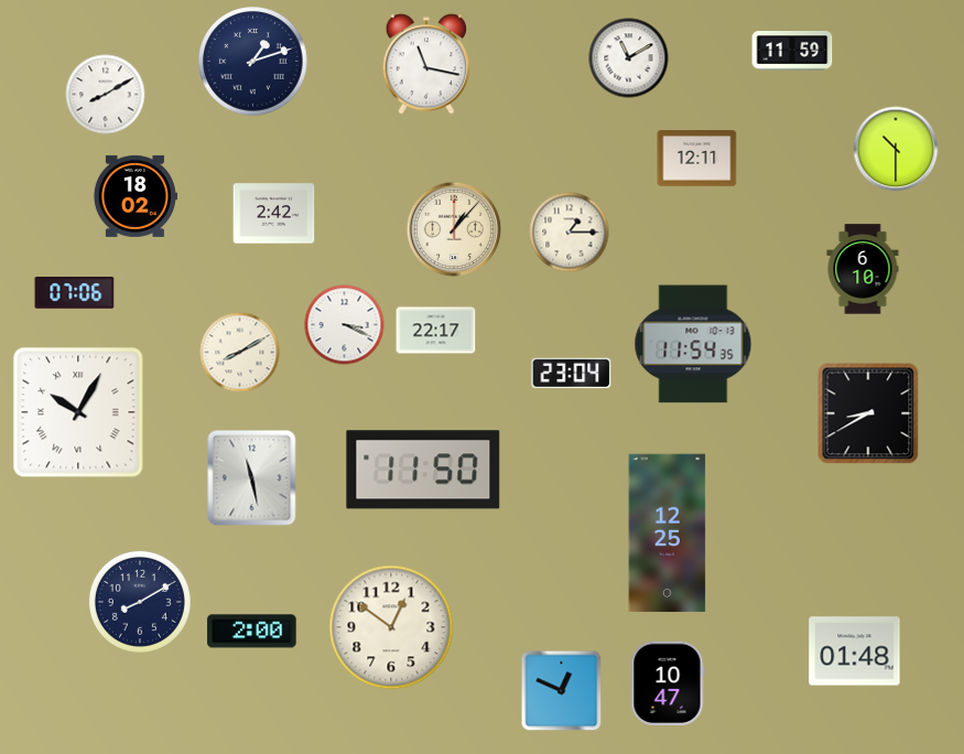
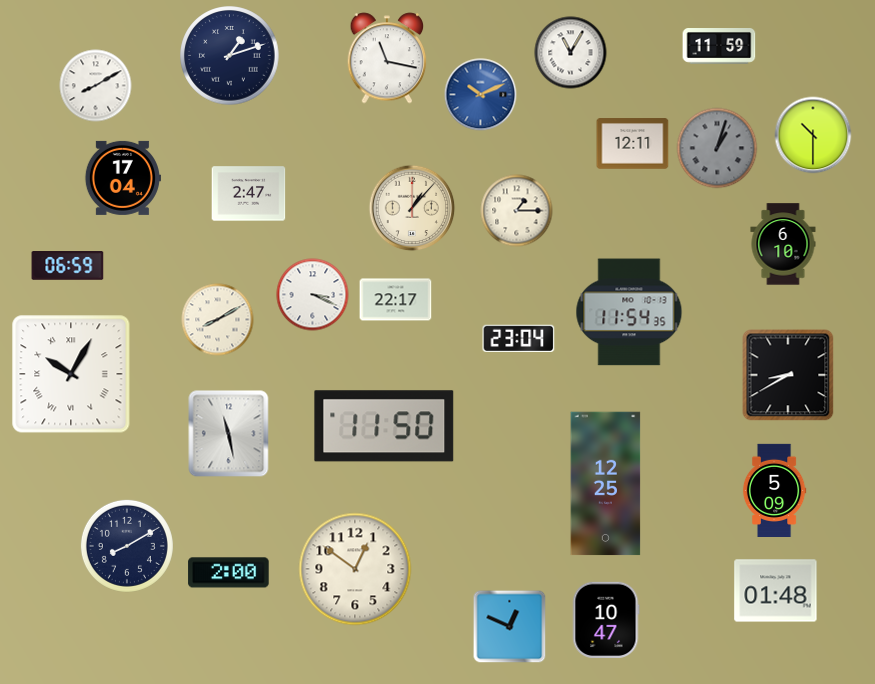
clock at (629, 58): 11:10 -> 11:05
clock at (481, 95): none -> 10:11
clock at (717, 148): none -> 1:03
clock at (134, 196): 18:02 -> 17:04
clock at (274, 214): 2:42 -> 2:47
clock at (75, 293): 07:06 -> 06:59
clock at (774, 490): none -> 5:09
